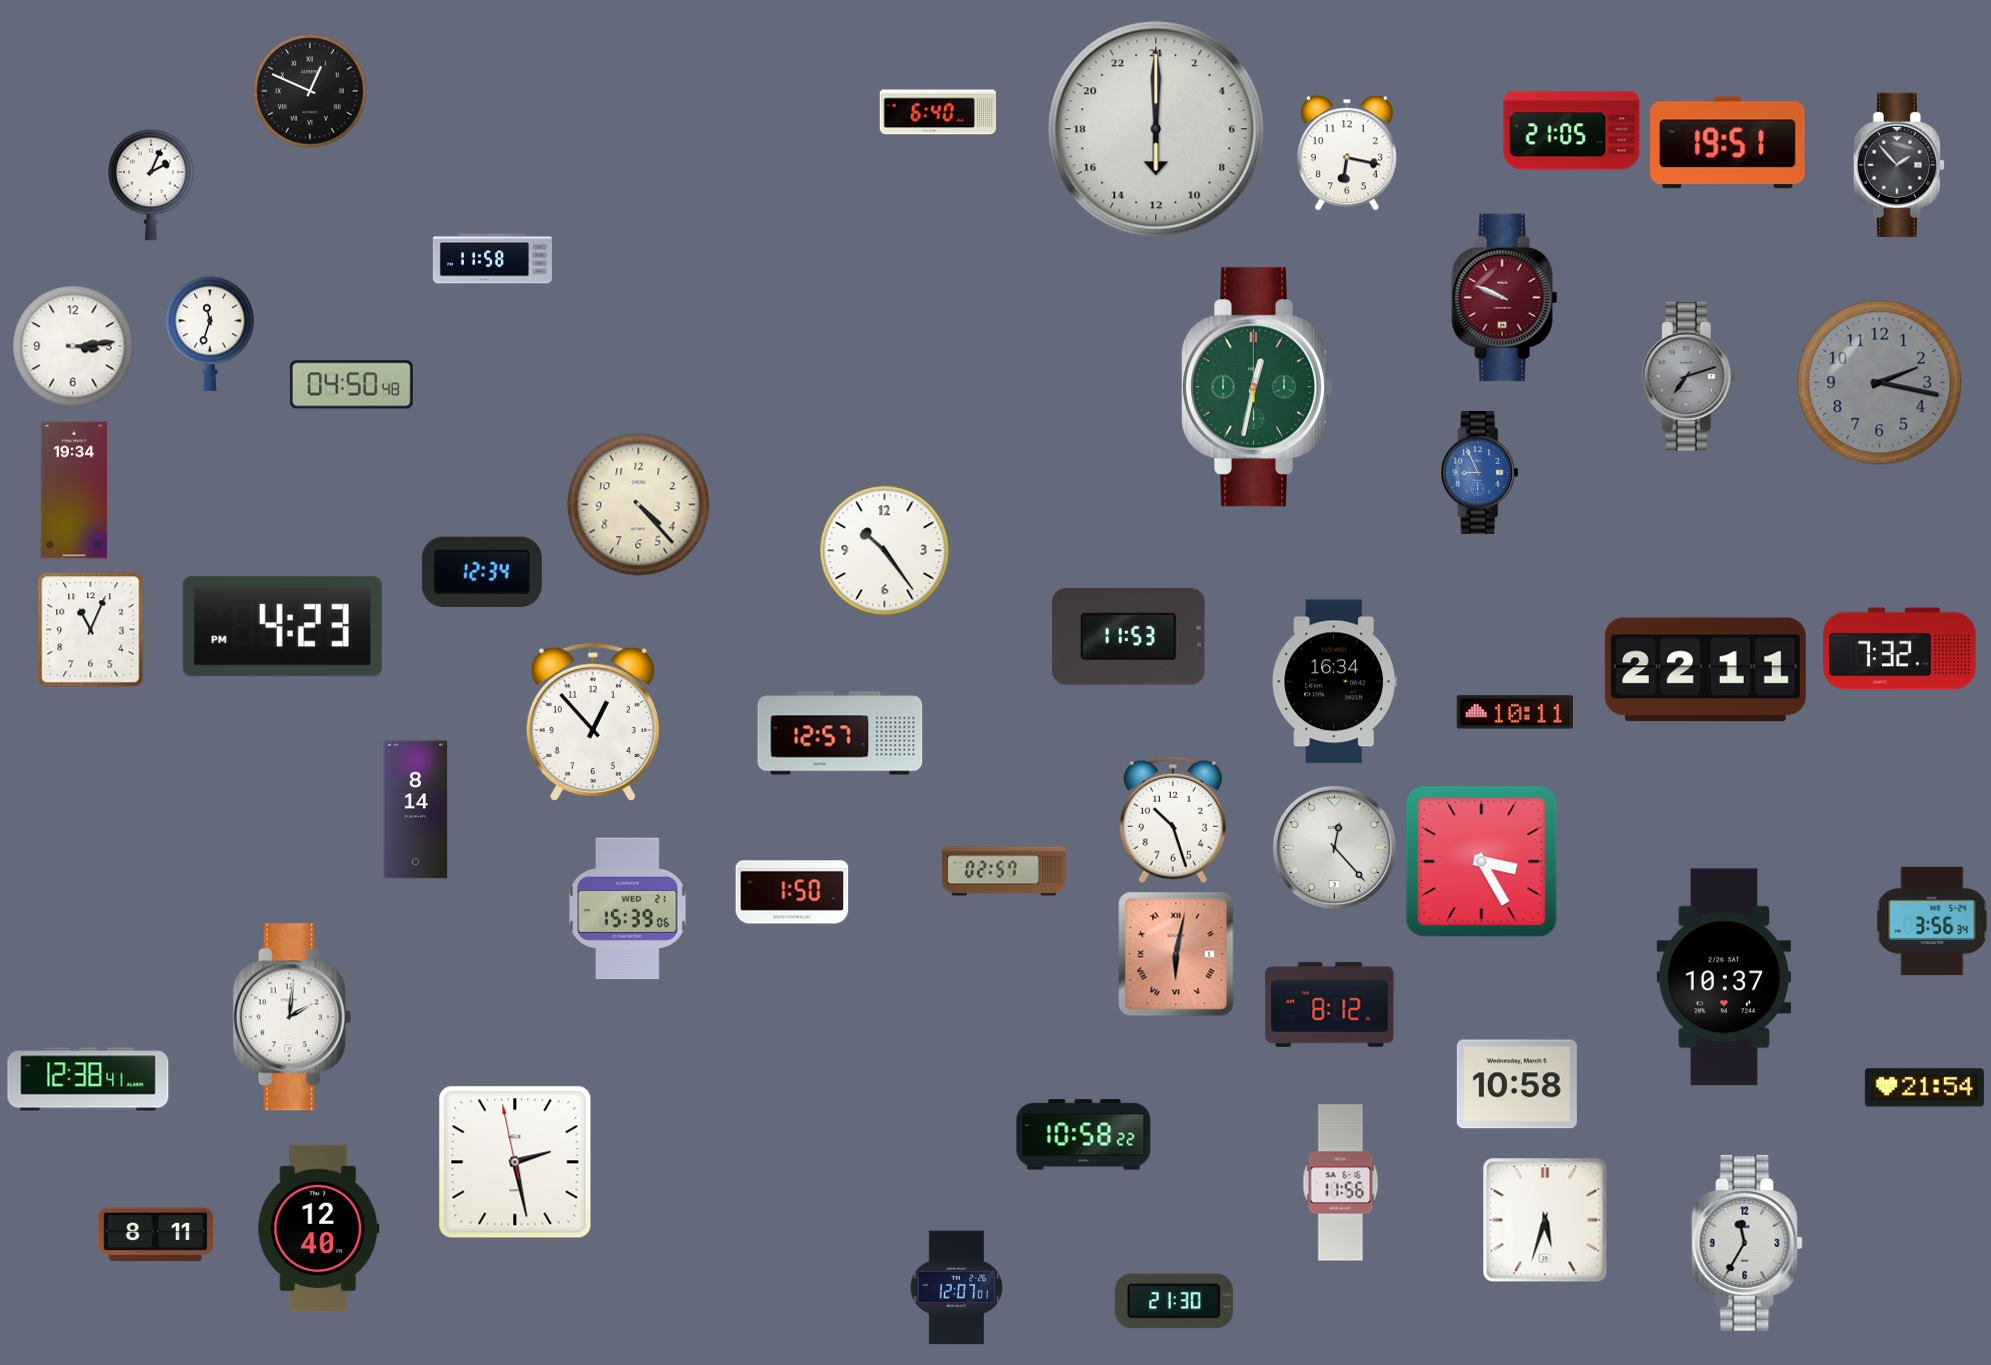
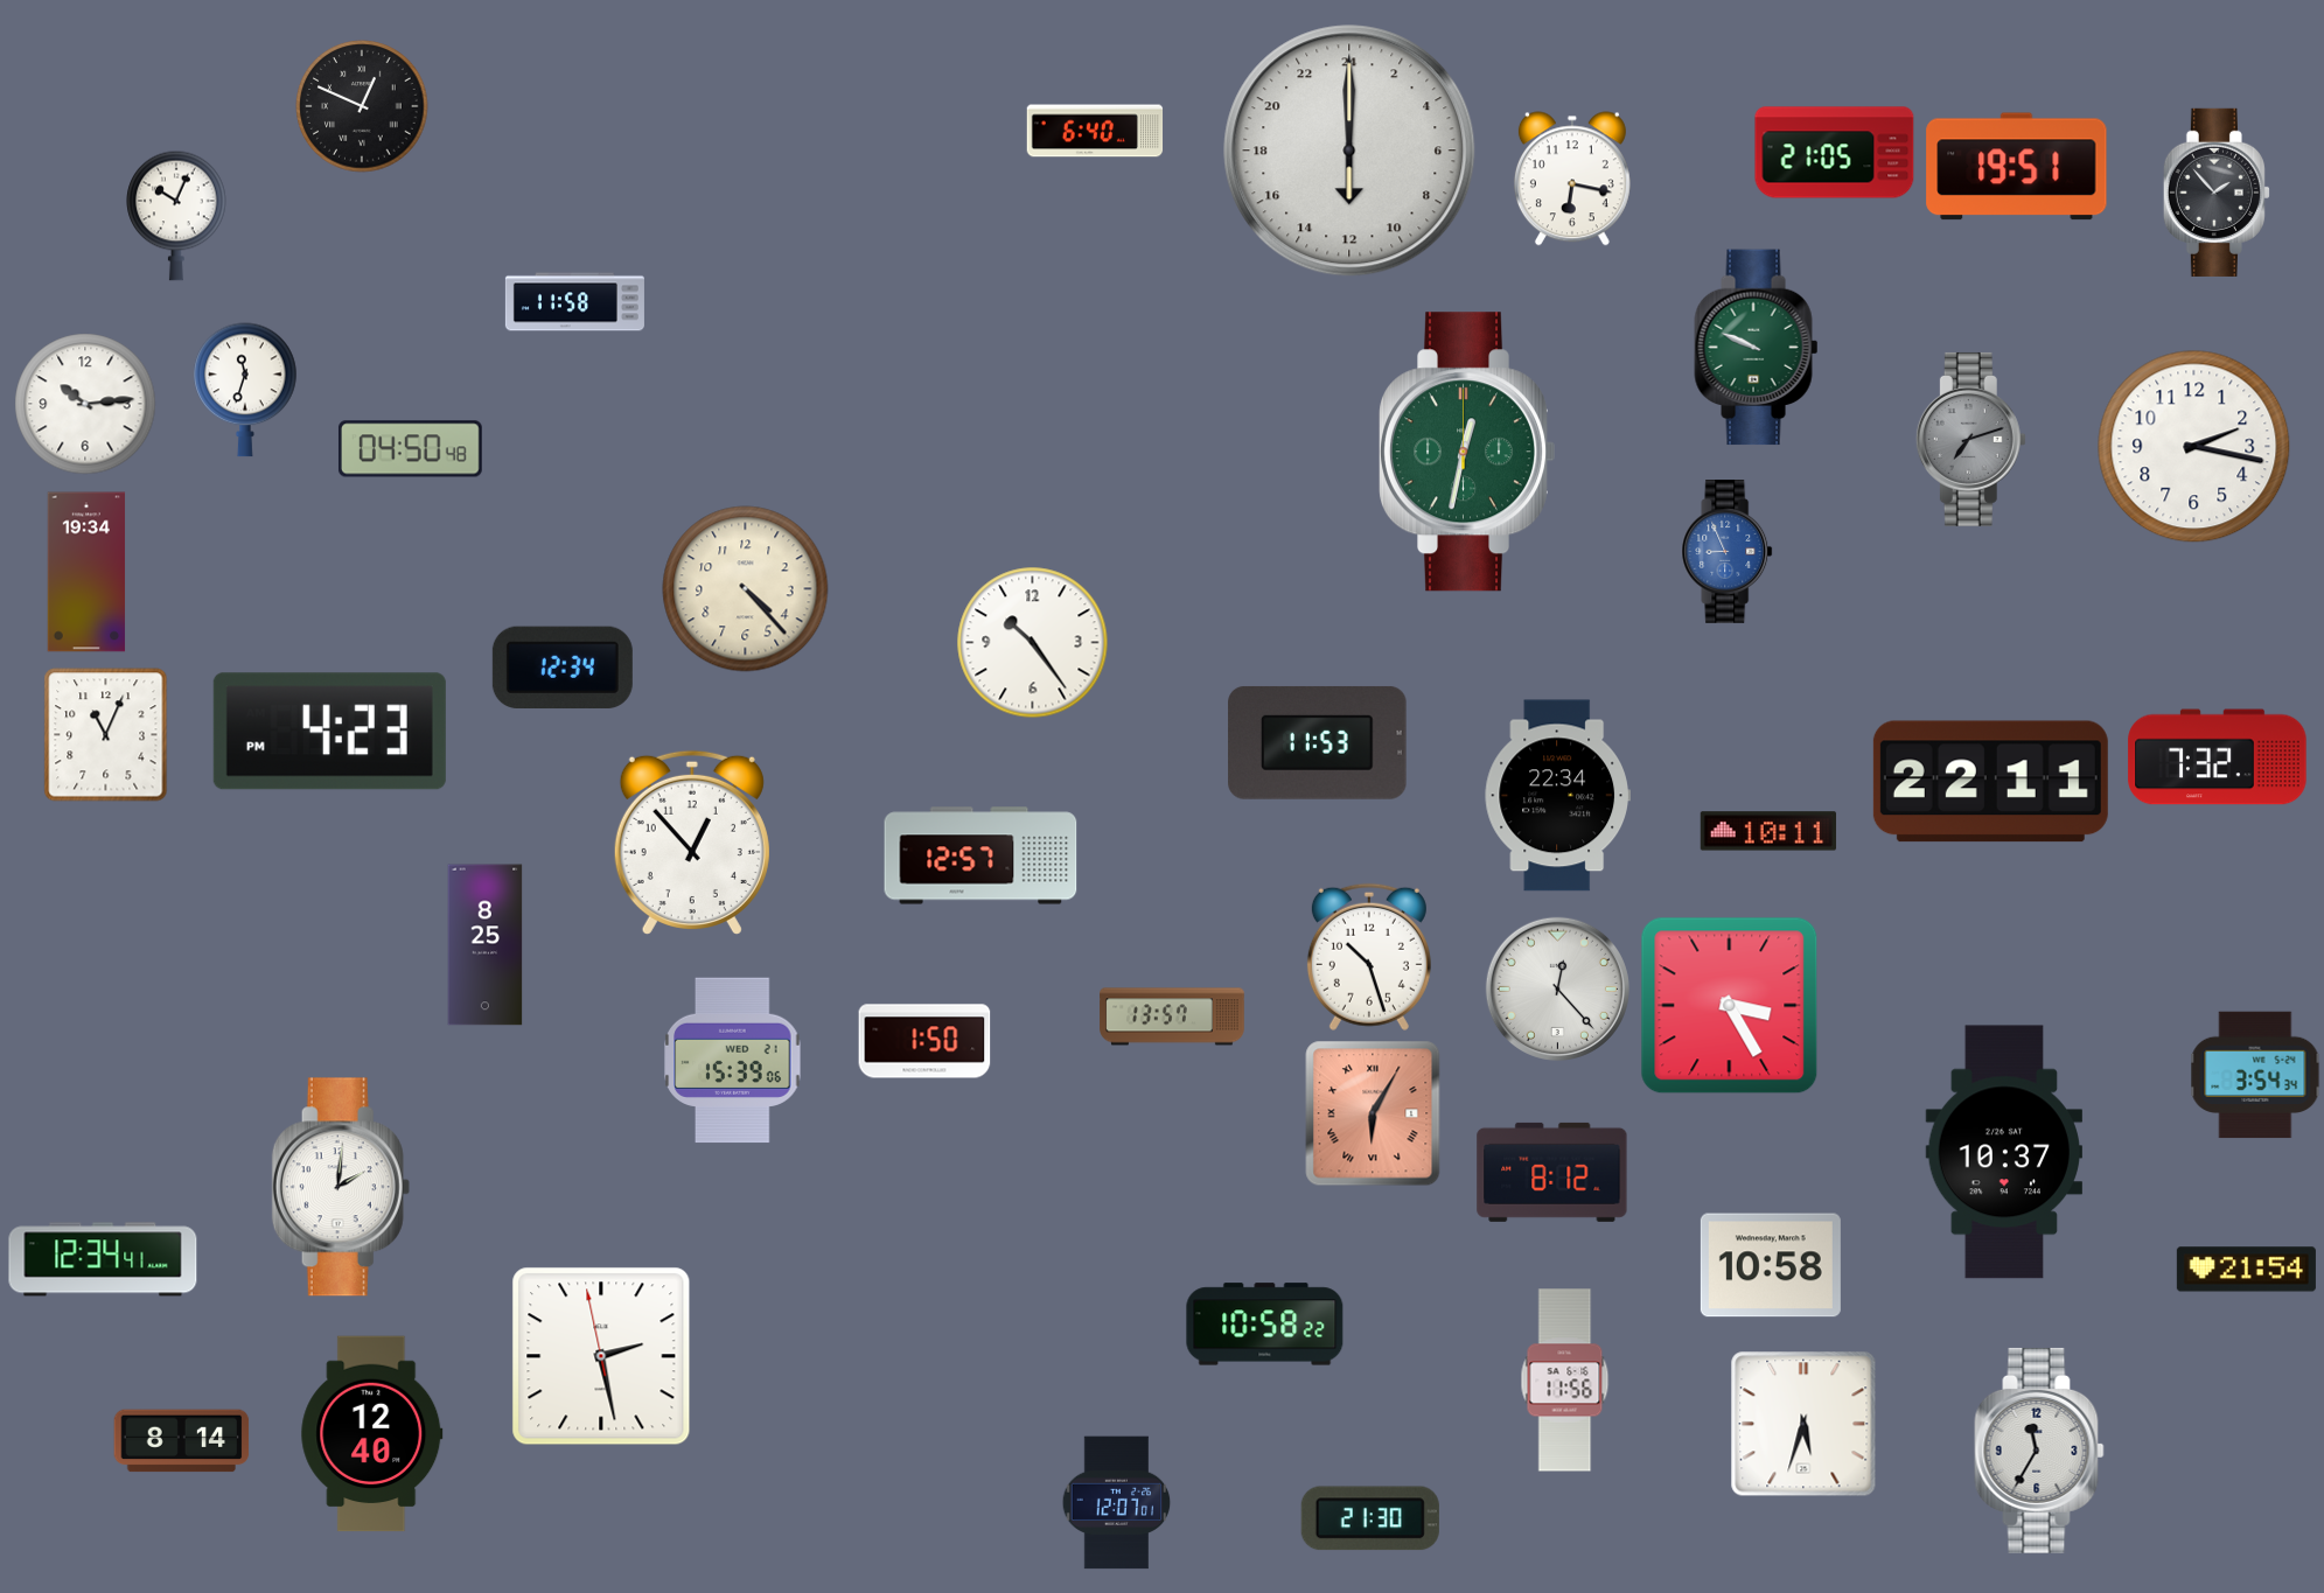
clock at (151, 185): 2:04 -> 10:04
clock at (1505, 298) dial: burgundy -> green
clock at (73, 346): 3:14 -> 10:14
clock at (1880, 383) dial: grey -> white
clock at (1334, 682): 16:34 -> 22:34
clock at (416, 810): 8:14 -> 8:25
clock at (1004, 871): 02:57 -> 13:57
clock at (1932, 921): 3:56 -> 3:54
clock at (1176, 954): 6:02 -> 6:05
clock at (1723, 977) position: (1723, 977) -> (2003, 1152)
clock at (88, 1079): 12:38 -> 12:34
clock at (156, 1235): 8:11 -> 8:14
